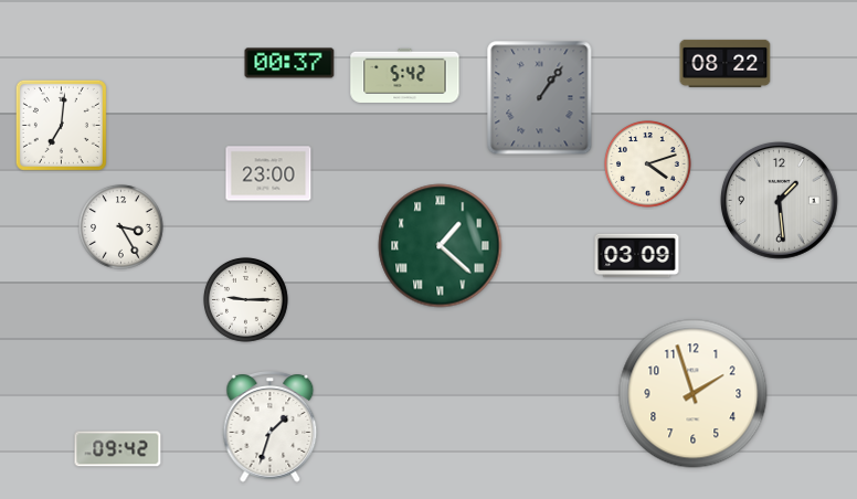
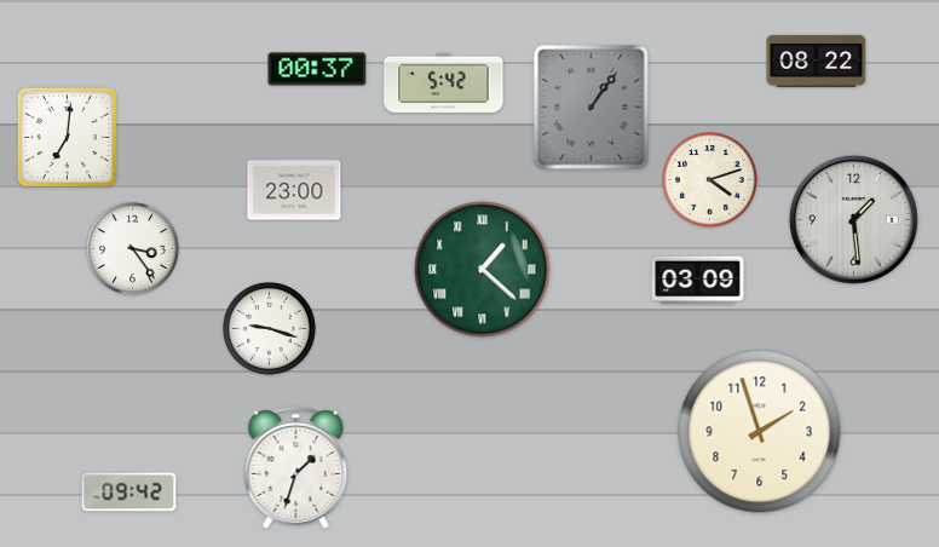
clock at (726, 63) position: (726, 63) -> (817, 61)
clock at (121, 227): 3:25 -> 3:24
clock at (246, 300): 9:15 -> 9:18
